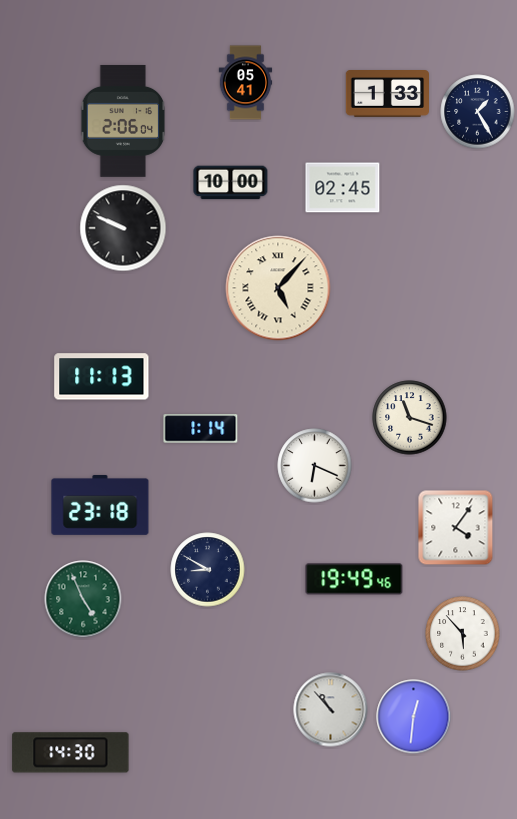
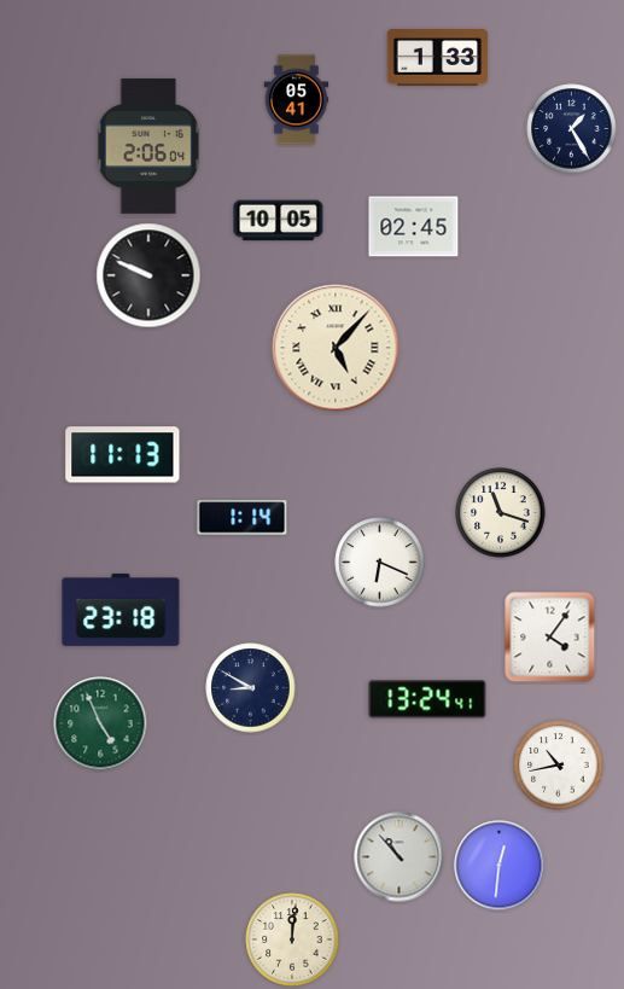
clock at (387, 94) position: (387, 94) -> (437, 58)
clock at (478, 112) position: (478, 112) -> (572, 129)
clock at (231, 183): 10:00 -> 10:05
clock at (410, 418) position: (410, 418) -> (501, 513)
clock at (354, 579): 19:49 -> 13:24
clock at (463, 634): 5:53 -> 10:43
clock at (71, 753): 14:30 -> none
clock at (292, 939): none -> 12:01
